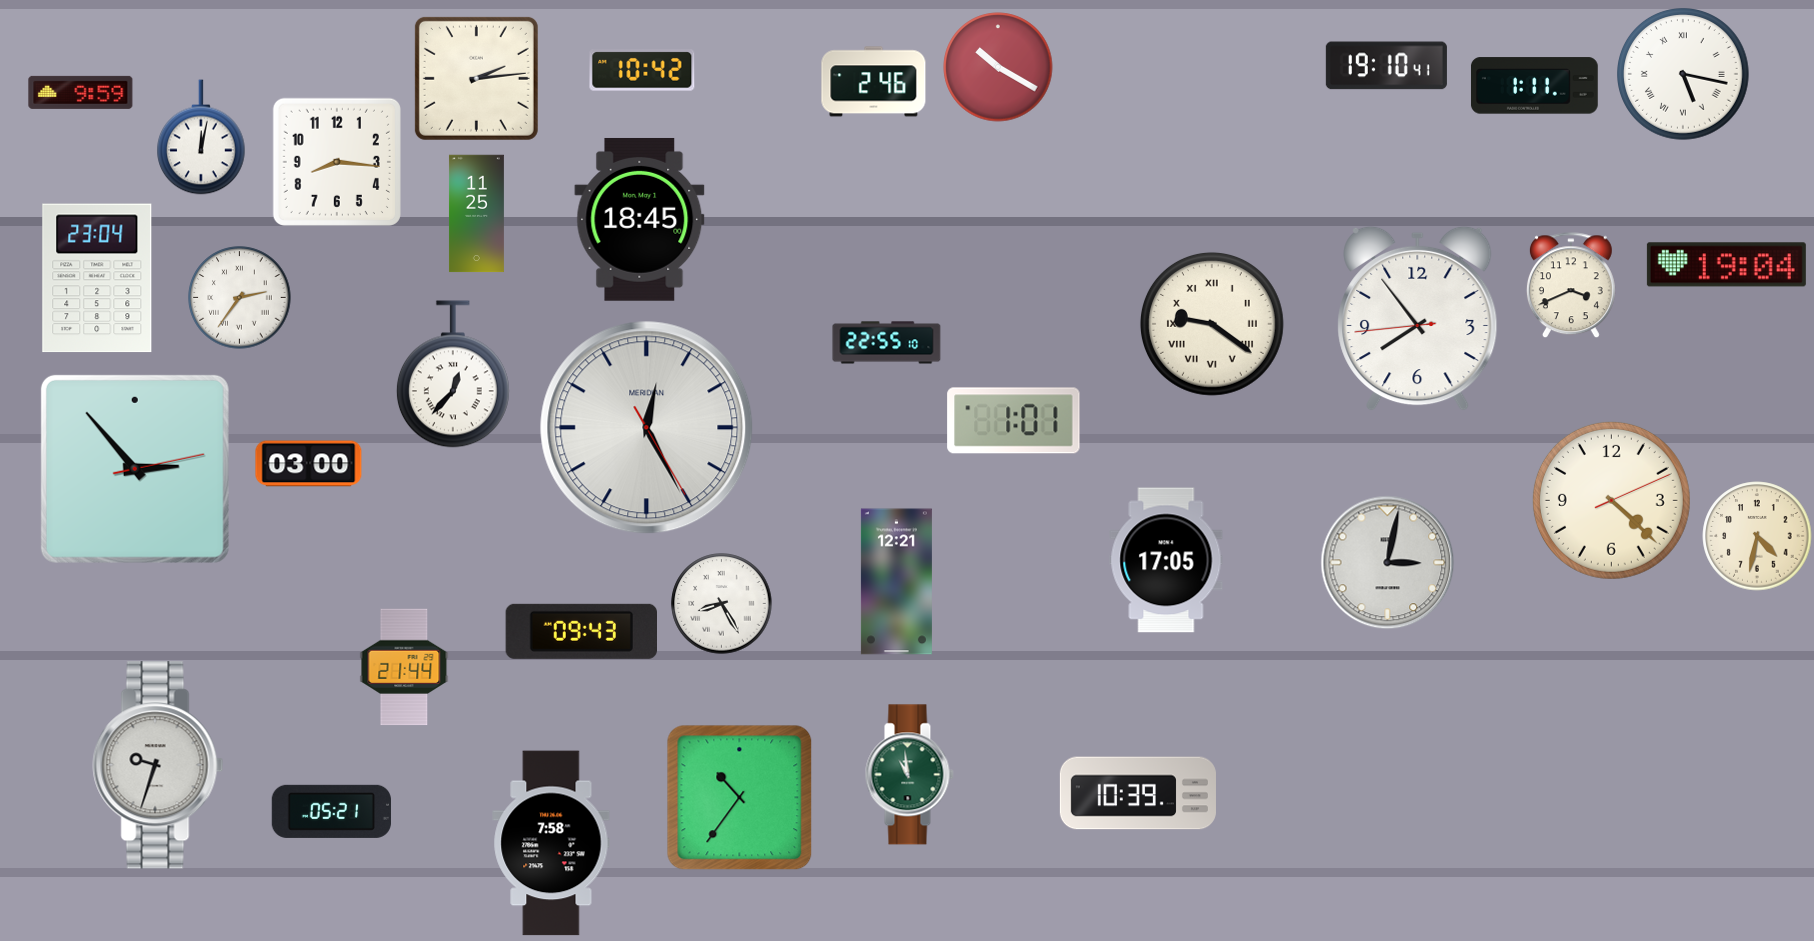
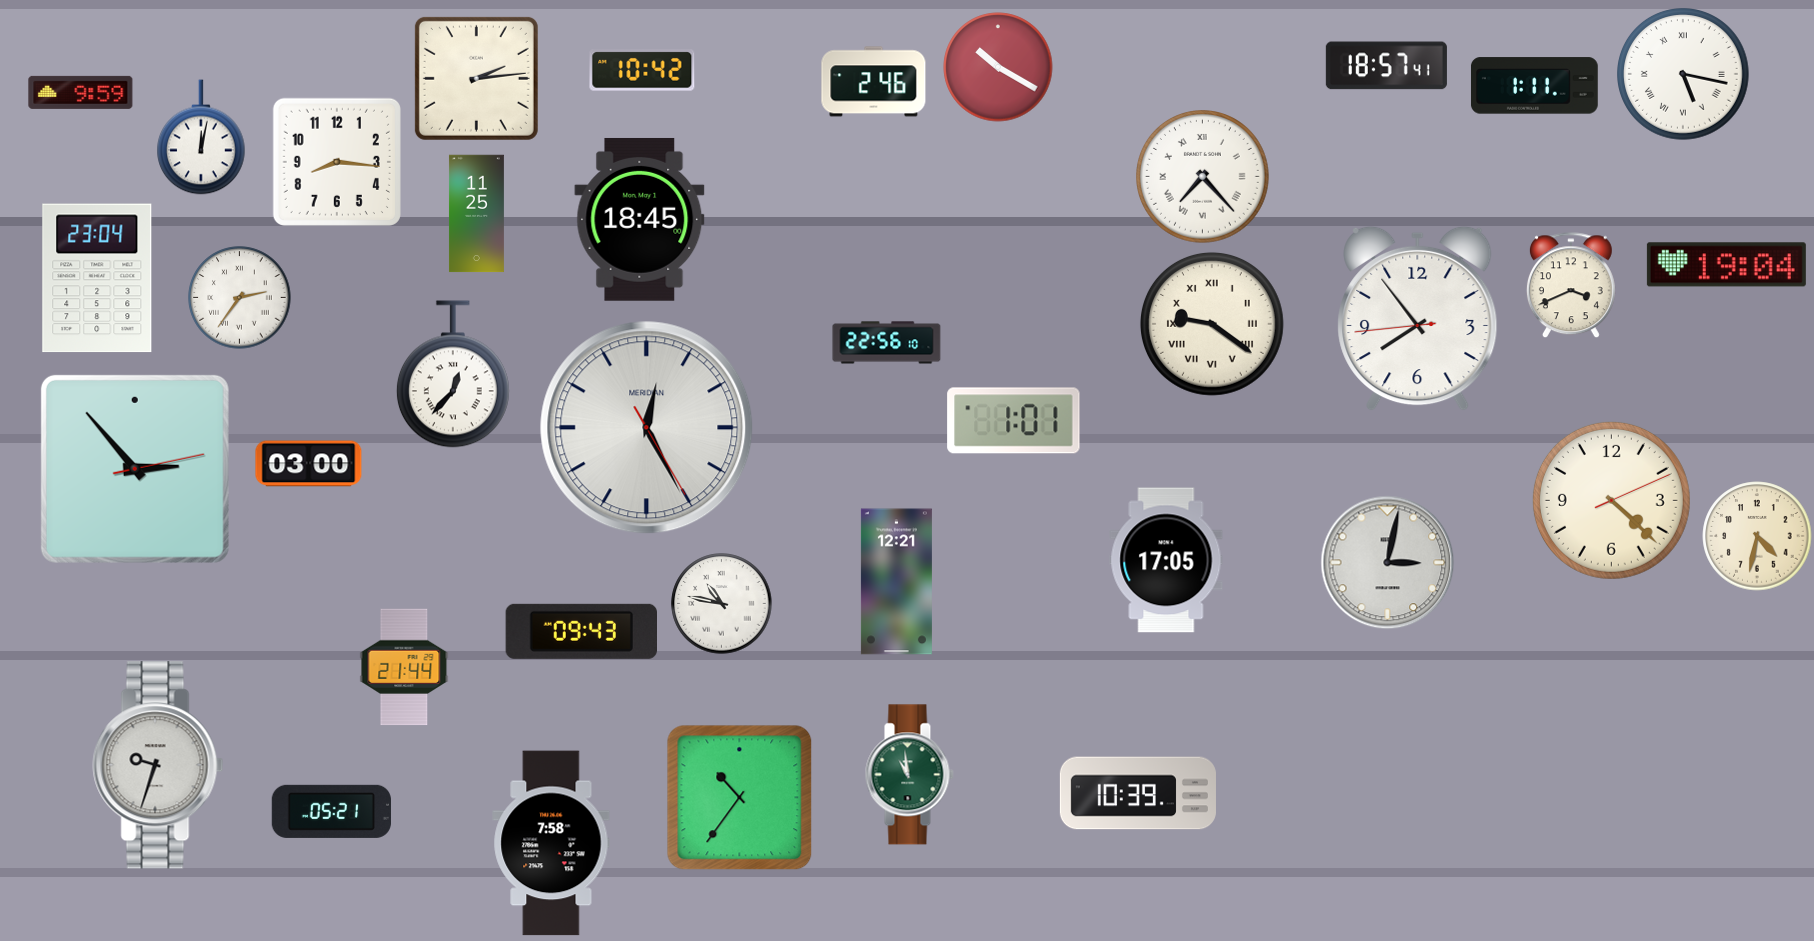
clock at (1386, 66): 19:10 -> 18:57
clock at (1203, 177): none -> 7:23
clock at (887, 343): 22:55 -> 22:56
clock at (722, 604): 8:25 -> 10:47
